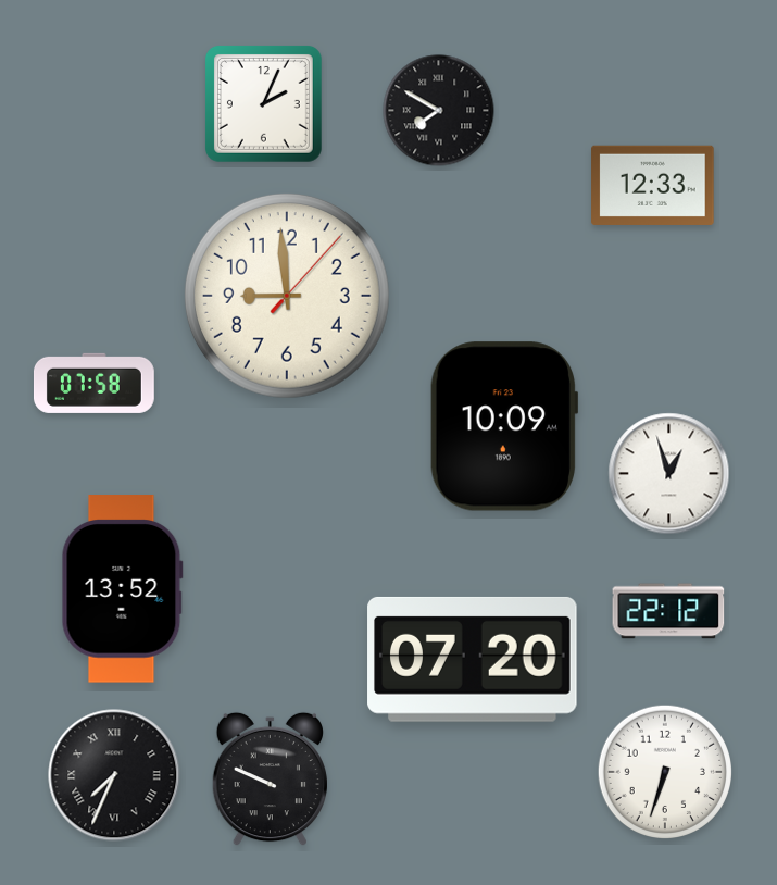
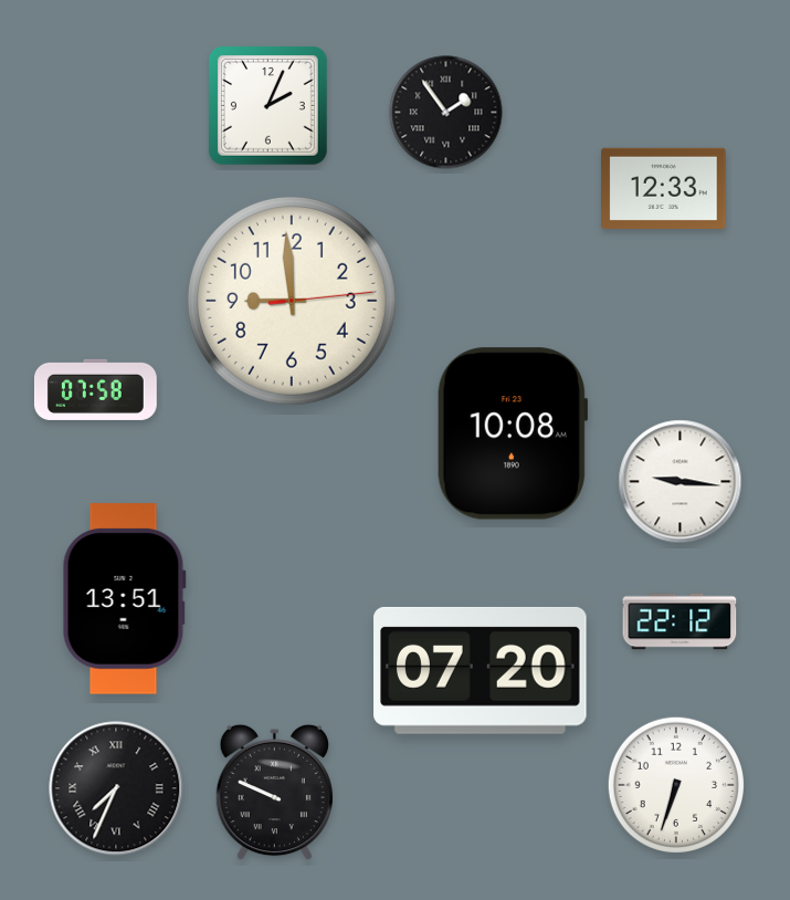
clock at (439, 111): 7:50 -> 1:54
clock at (287, 296): 8:59:07 -> 8:59:14
clock at (504, 426): 10:09 -> 10:08
clock at (669, 474): 12:57 -> 9:16
clock at (122, 589): 13:52 -> 13:51
